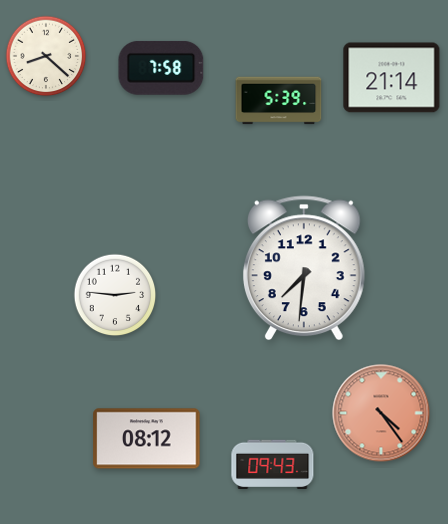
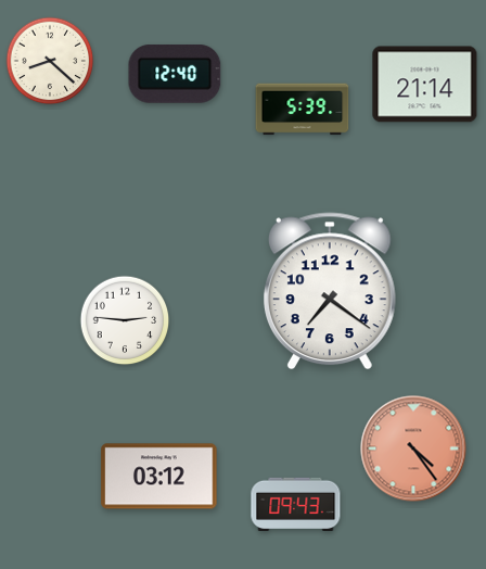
clock at (161, 68): 7:58 -> 12:40
clock at (304, 268): 7:31 -> 7:21
clock at (147, 439): 08:12 -> 03:12
